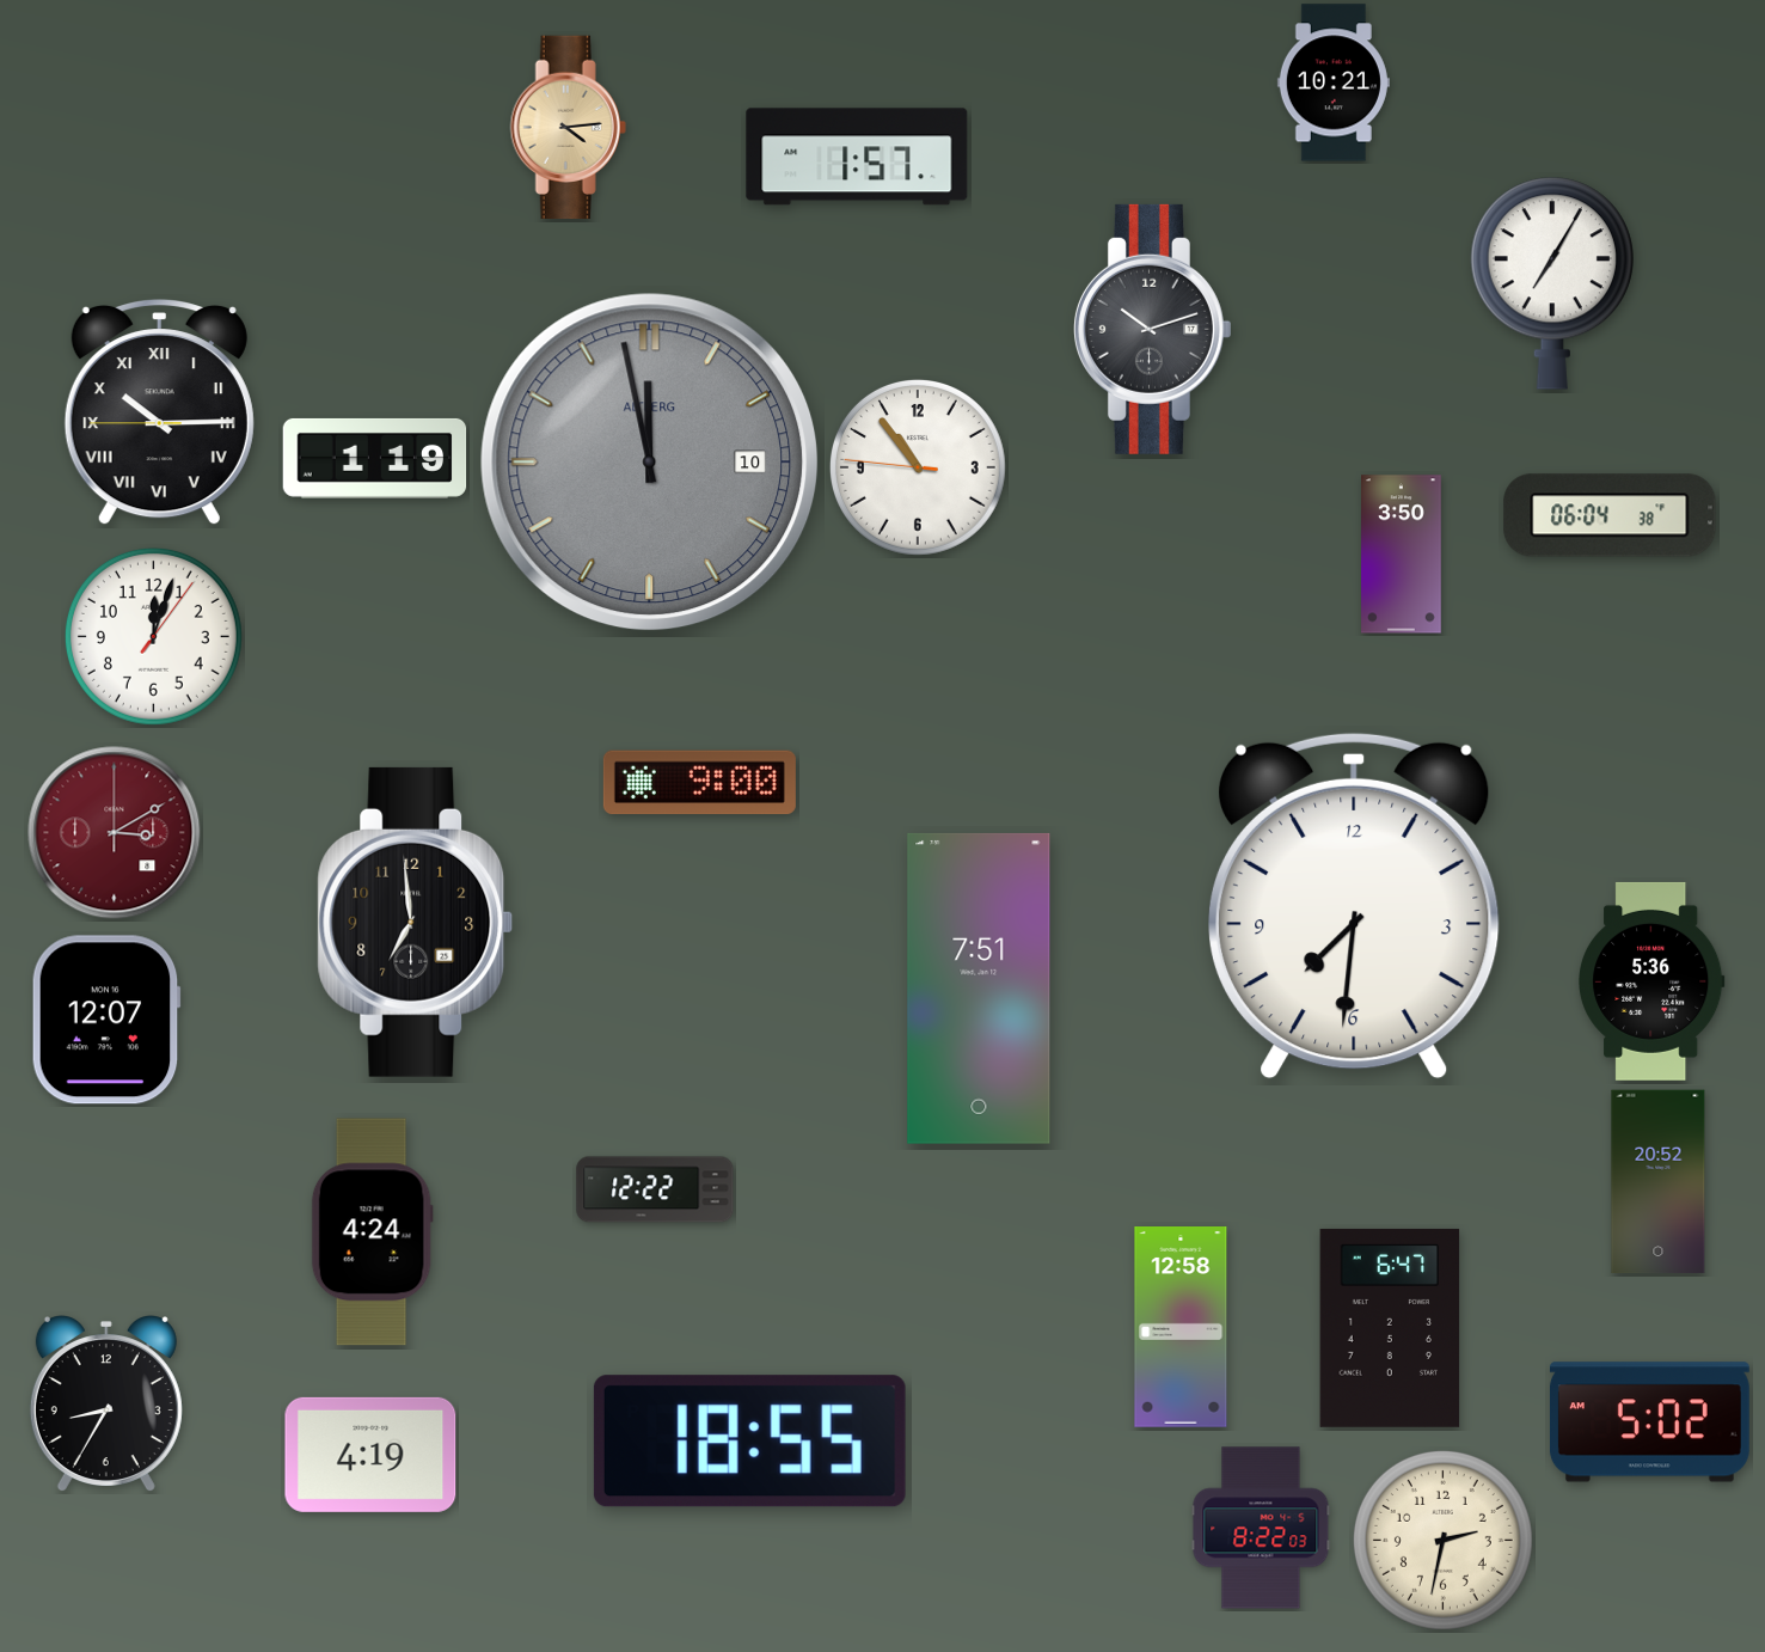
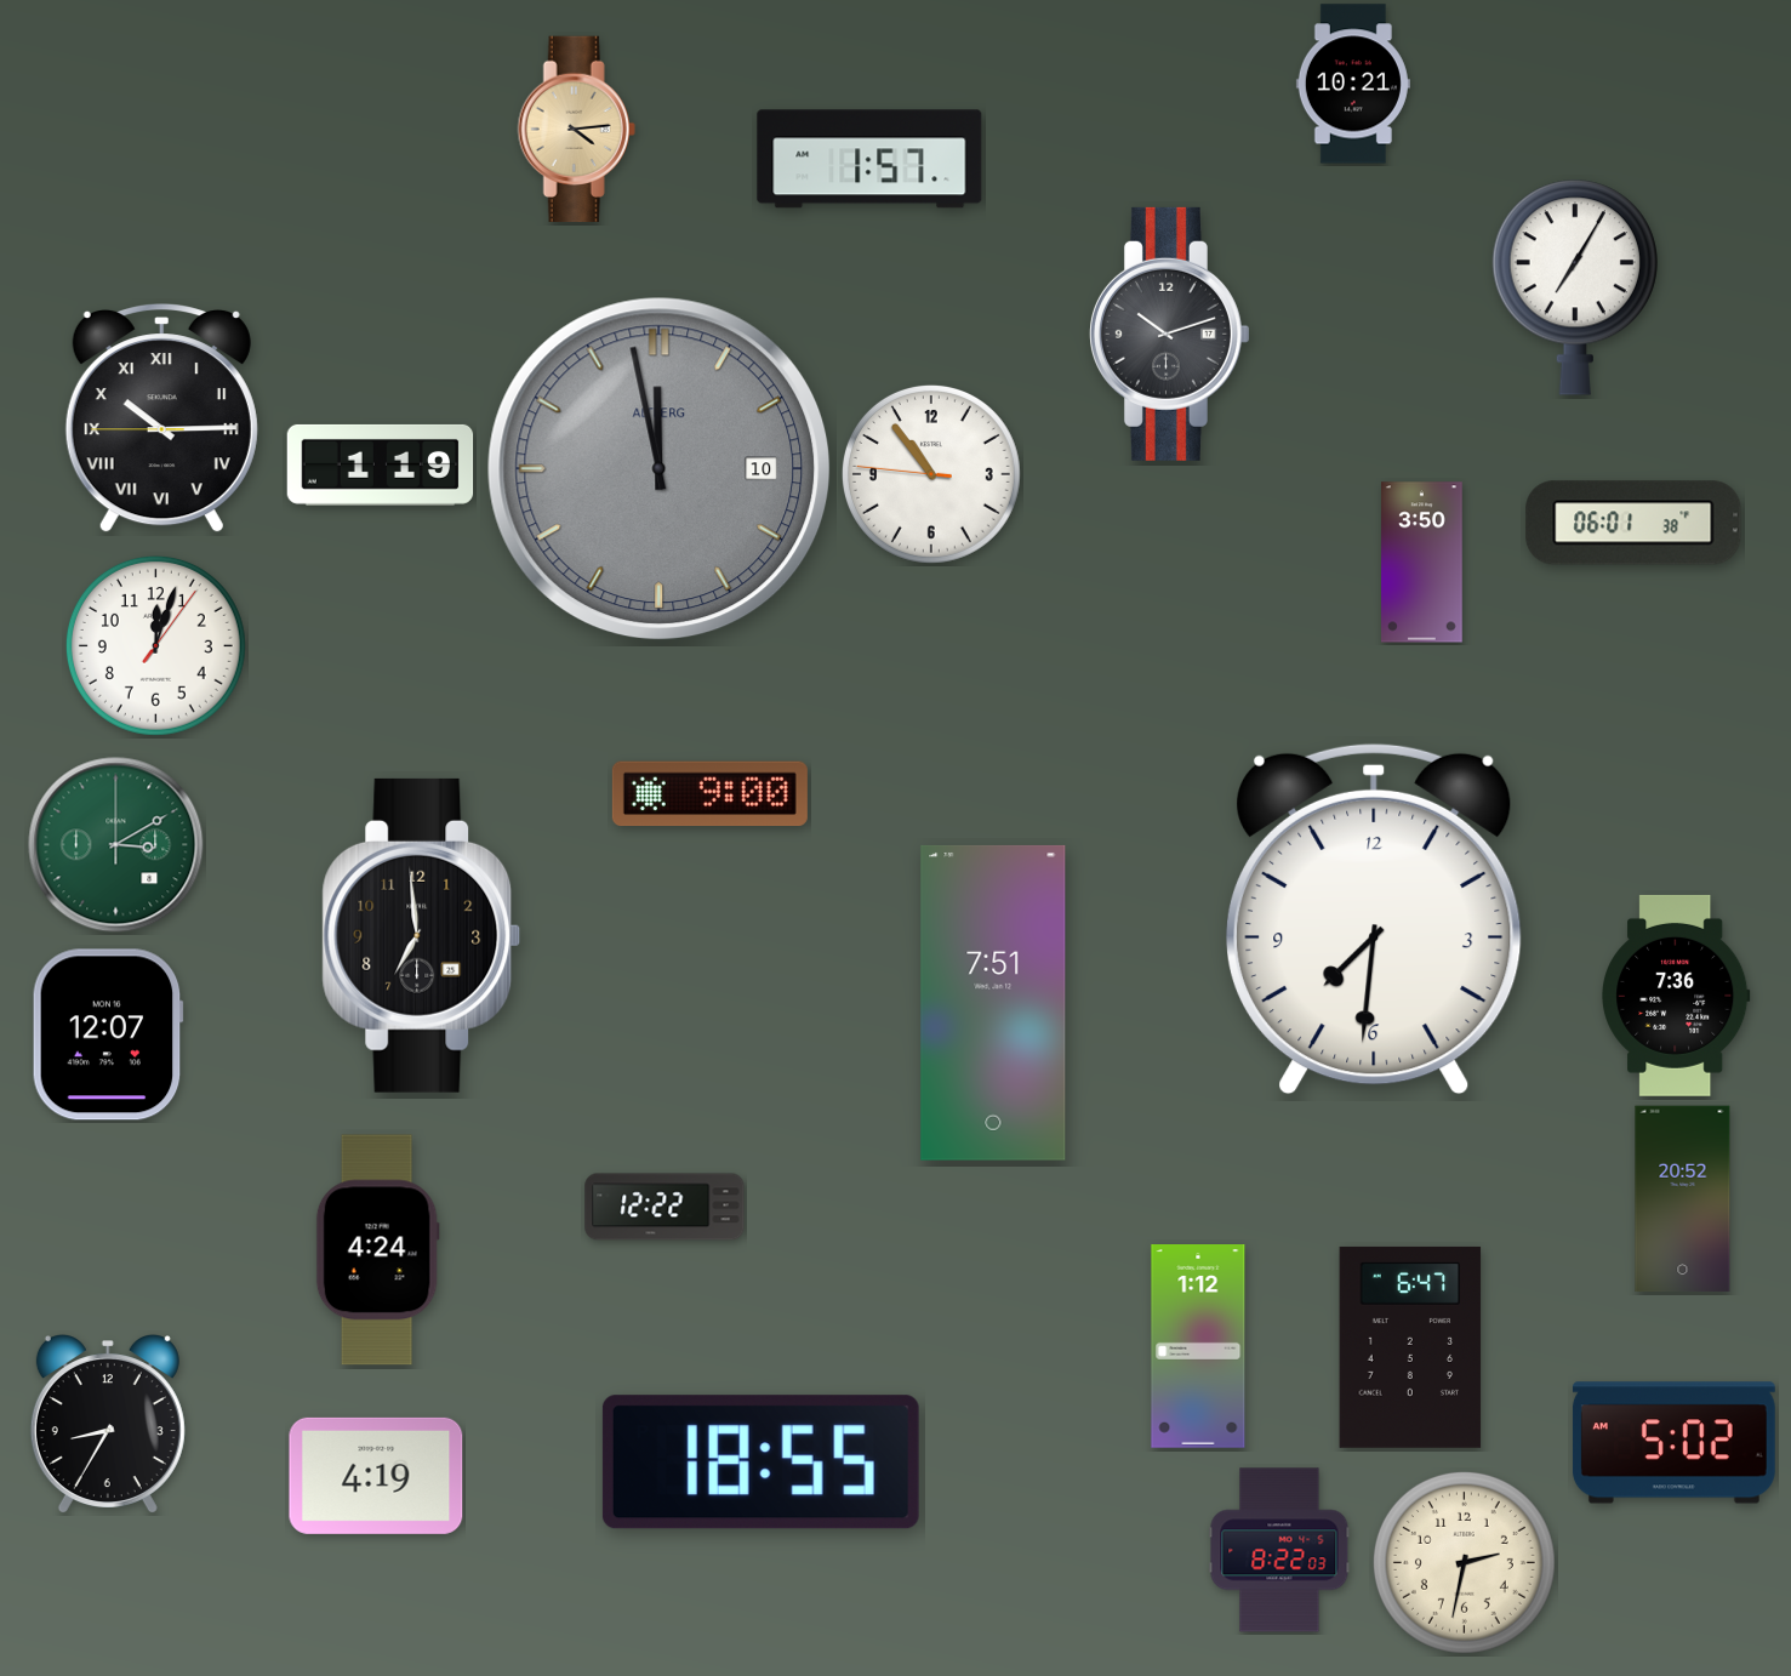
clock at (1610, 515): 06:04 -> 06:01
clock at (115, 833) dial: burgundy -> green
clock at (1653, 981): 5:36 -> 7:36
clock at (1181, 1328): 12:58 -> 1:12
